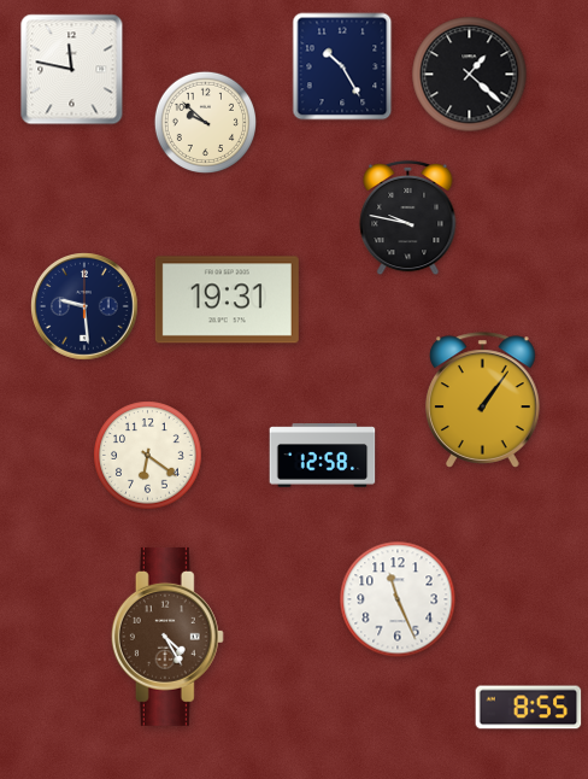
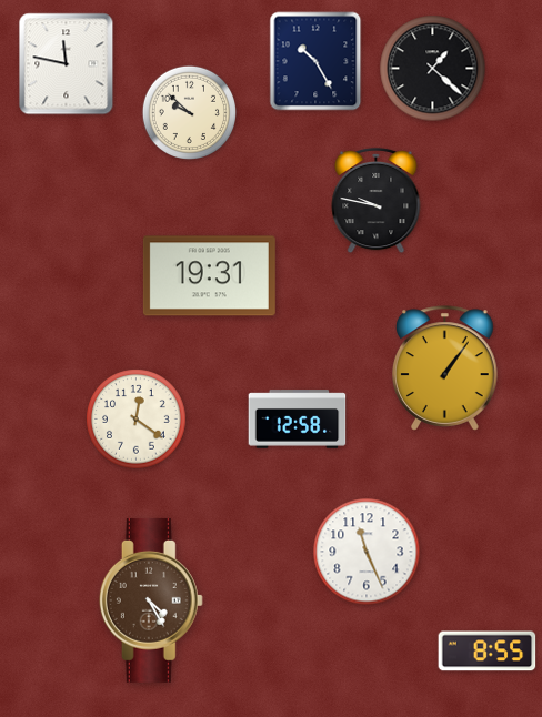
clock at (86, 307): 9:29 -> none
clock at (148, 456): 6:21 -> 12:21
clock at (167, 637) position: (167, 637) -> (151, 600)
